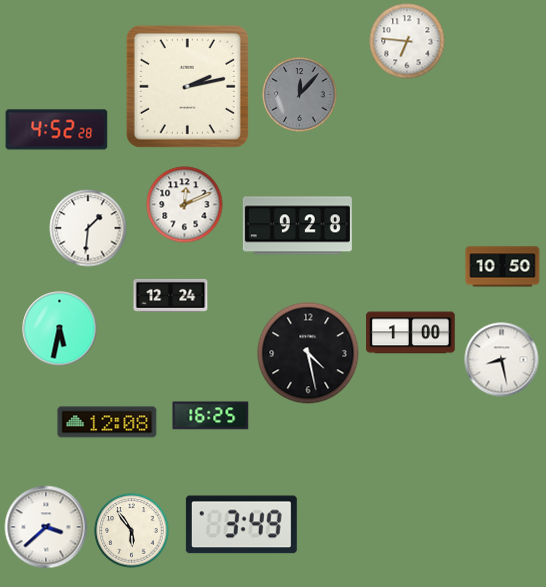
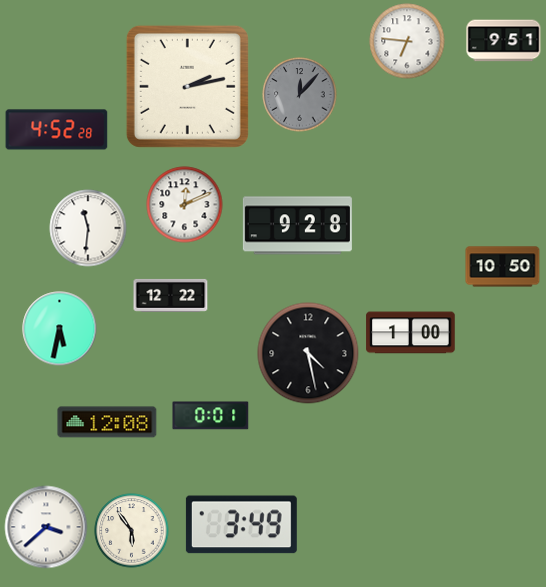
clock at (504, 41): none -> 9:51
clock at (88, 228): 1:31 -> 11:31
clock at (171, 295): 12:24 -> 12:22
clock at (502, 360): 8:28 -> none
clock at (211, 416): 16:25 -> 0:01
